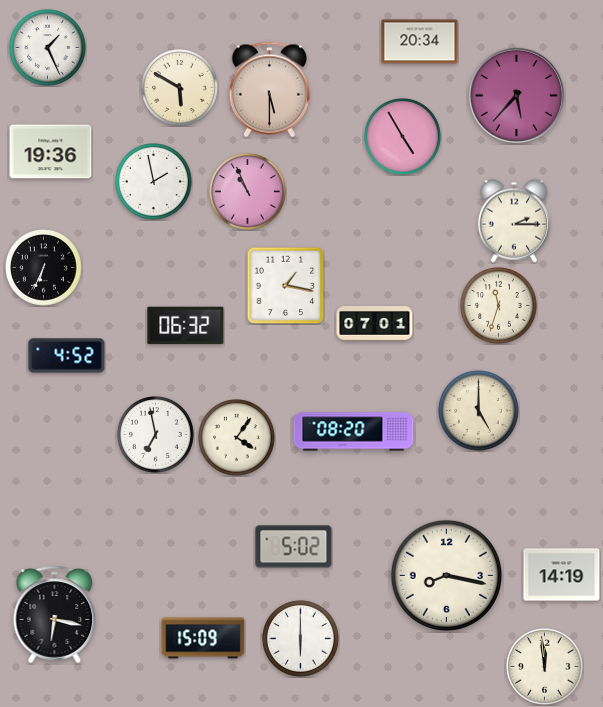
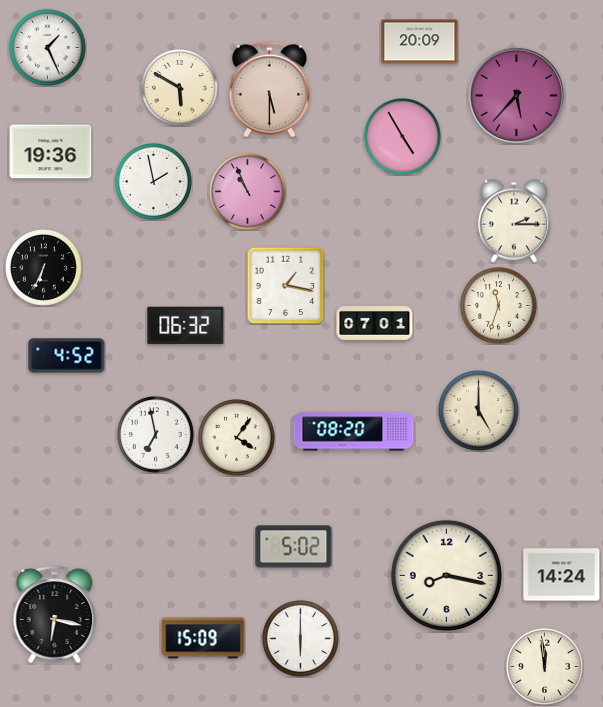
clock at (420, 42): 20:34 -> 20:09
clock at (562, 575): 14:19 -> 14:24
